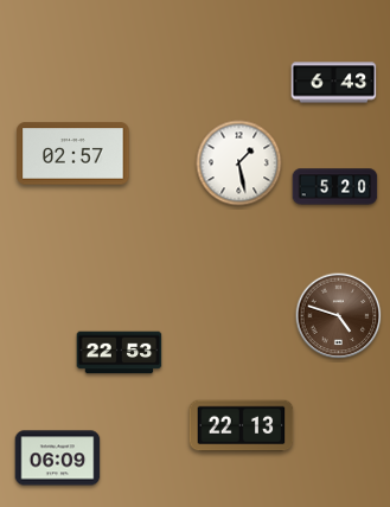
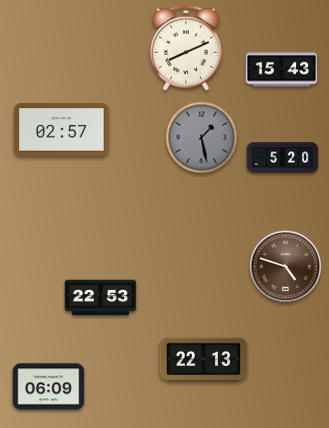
clock at (186, 48): none -> 8:11
clock at (334, 83): 6:43 -> 15:43
clock at (239, 163) dial: white -> grey
